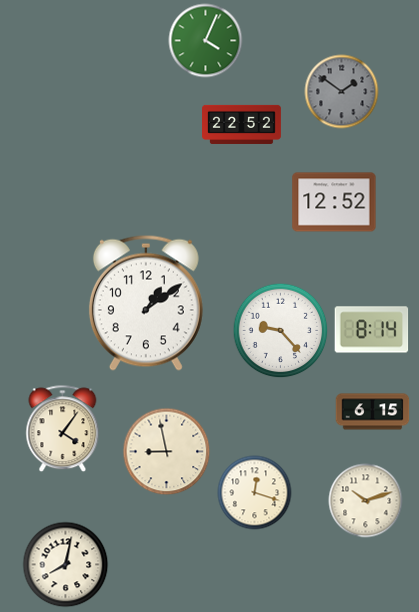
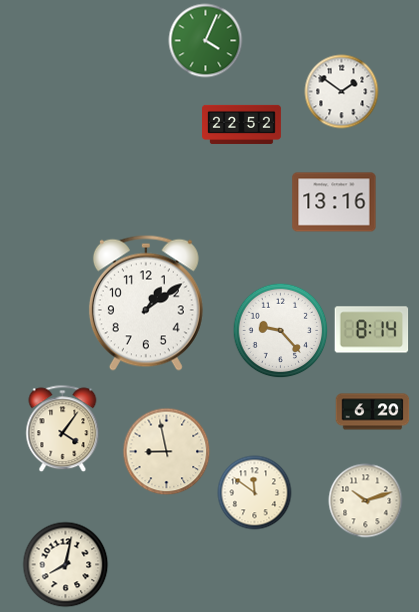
clock at (342, 92) dial: grey -> white
clock at (334, 202): 12:52 -> 13:16
clock at (373, 412): 6:15 -> 6:20
clock at (255, 493): 12:18 -> 11:51
